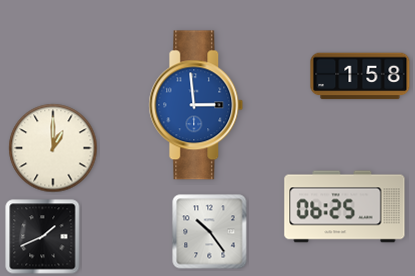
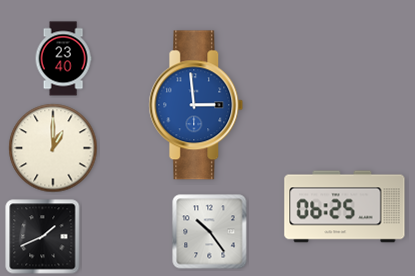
clock at (63, 59): none -> 23:40
clock at (360, 76): 1:58 -> none
